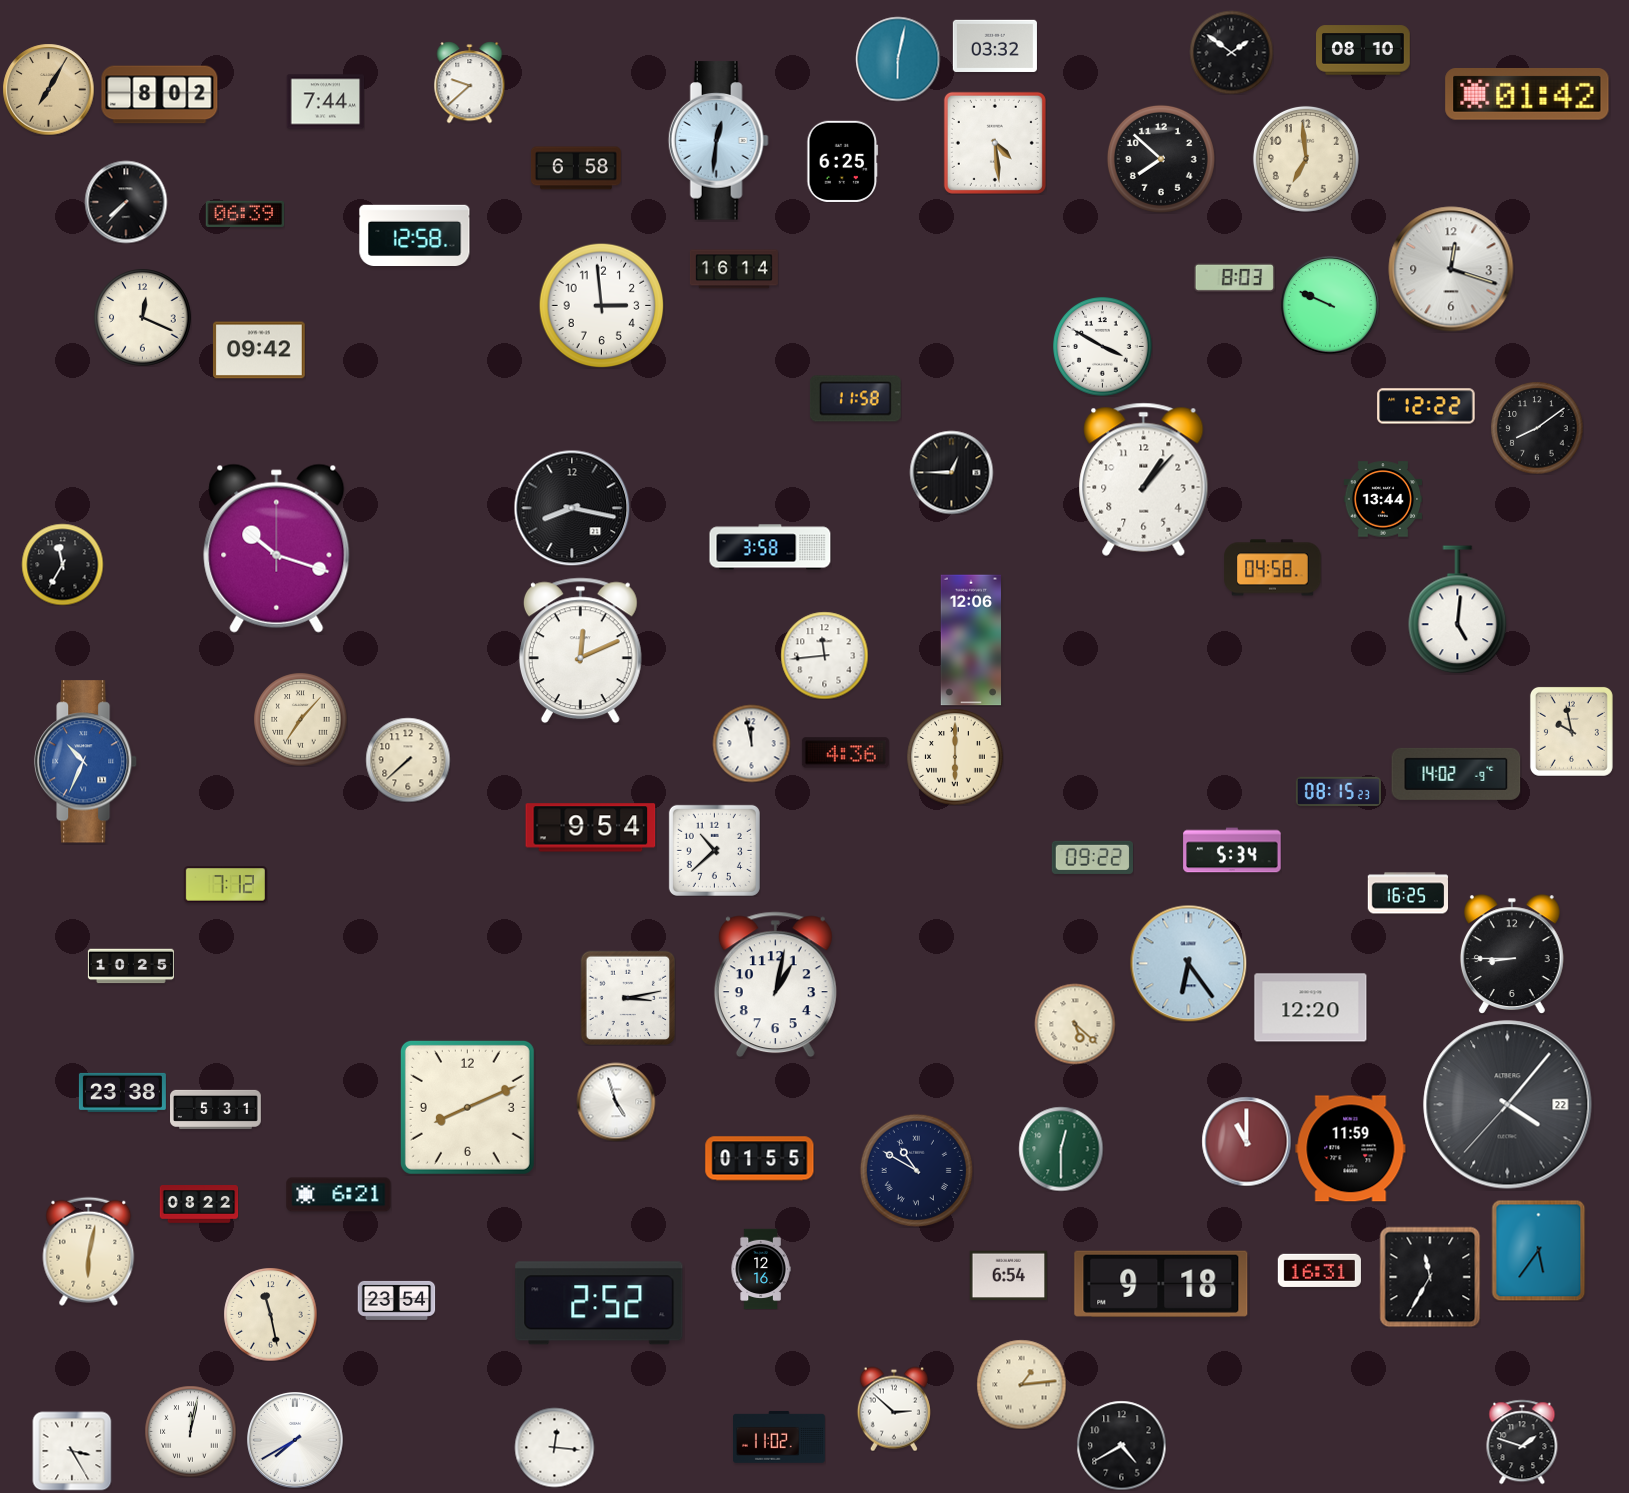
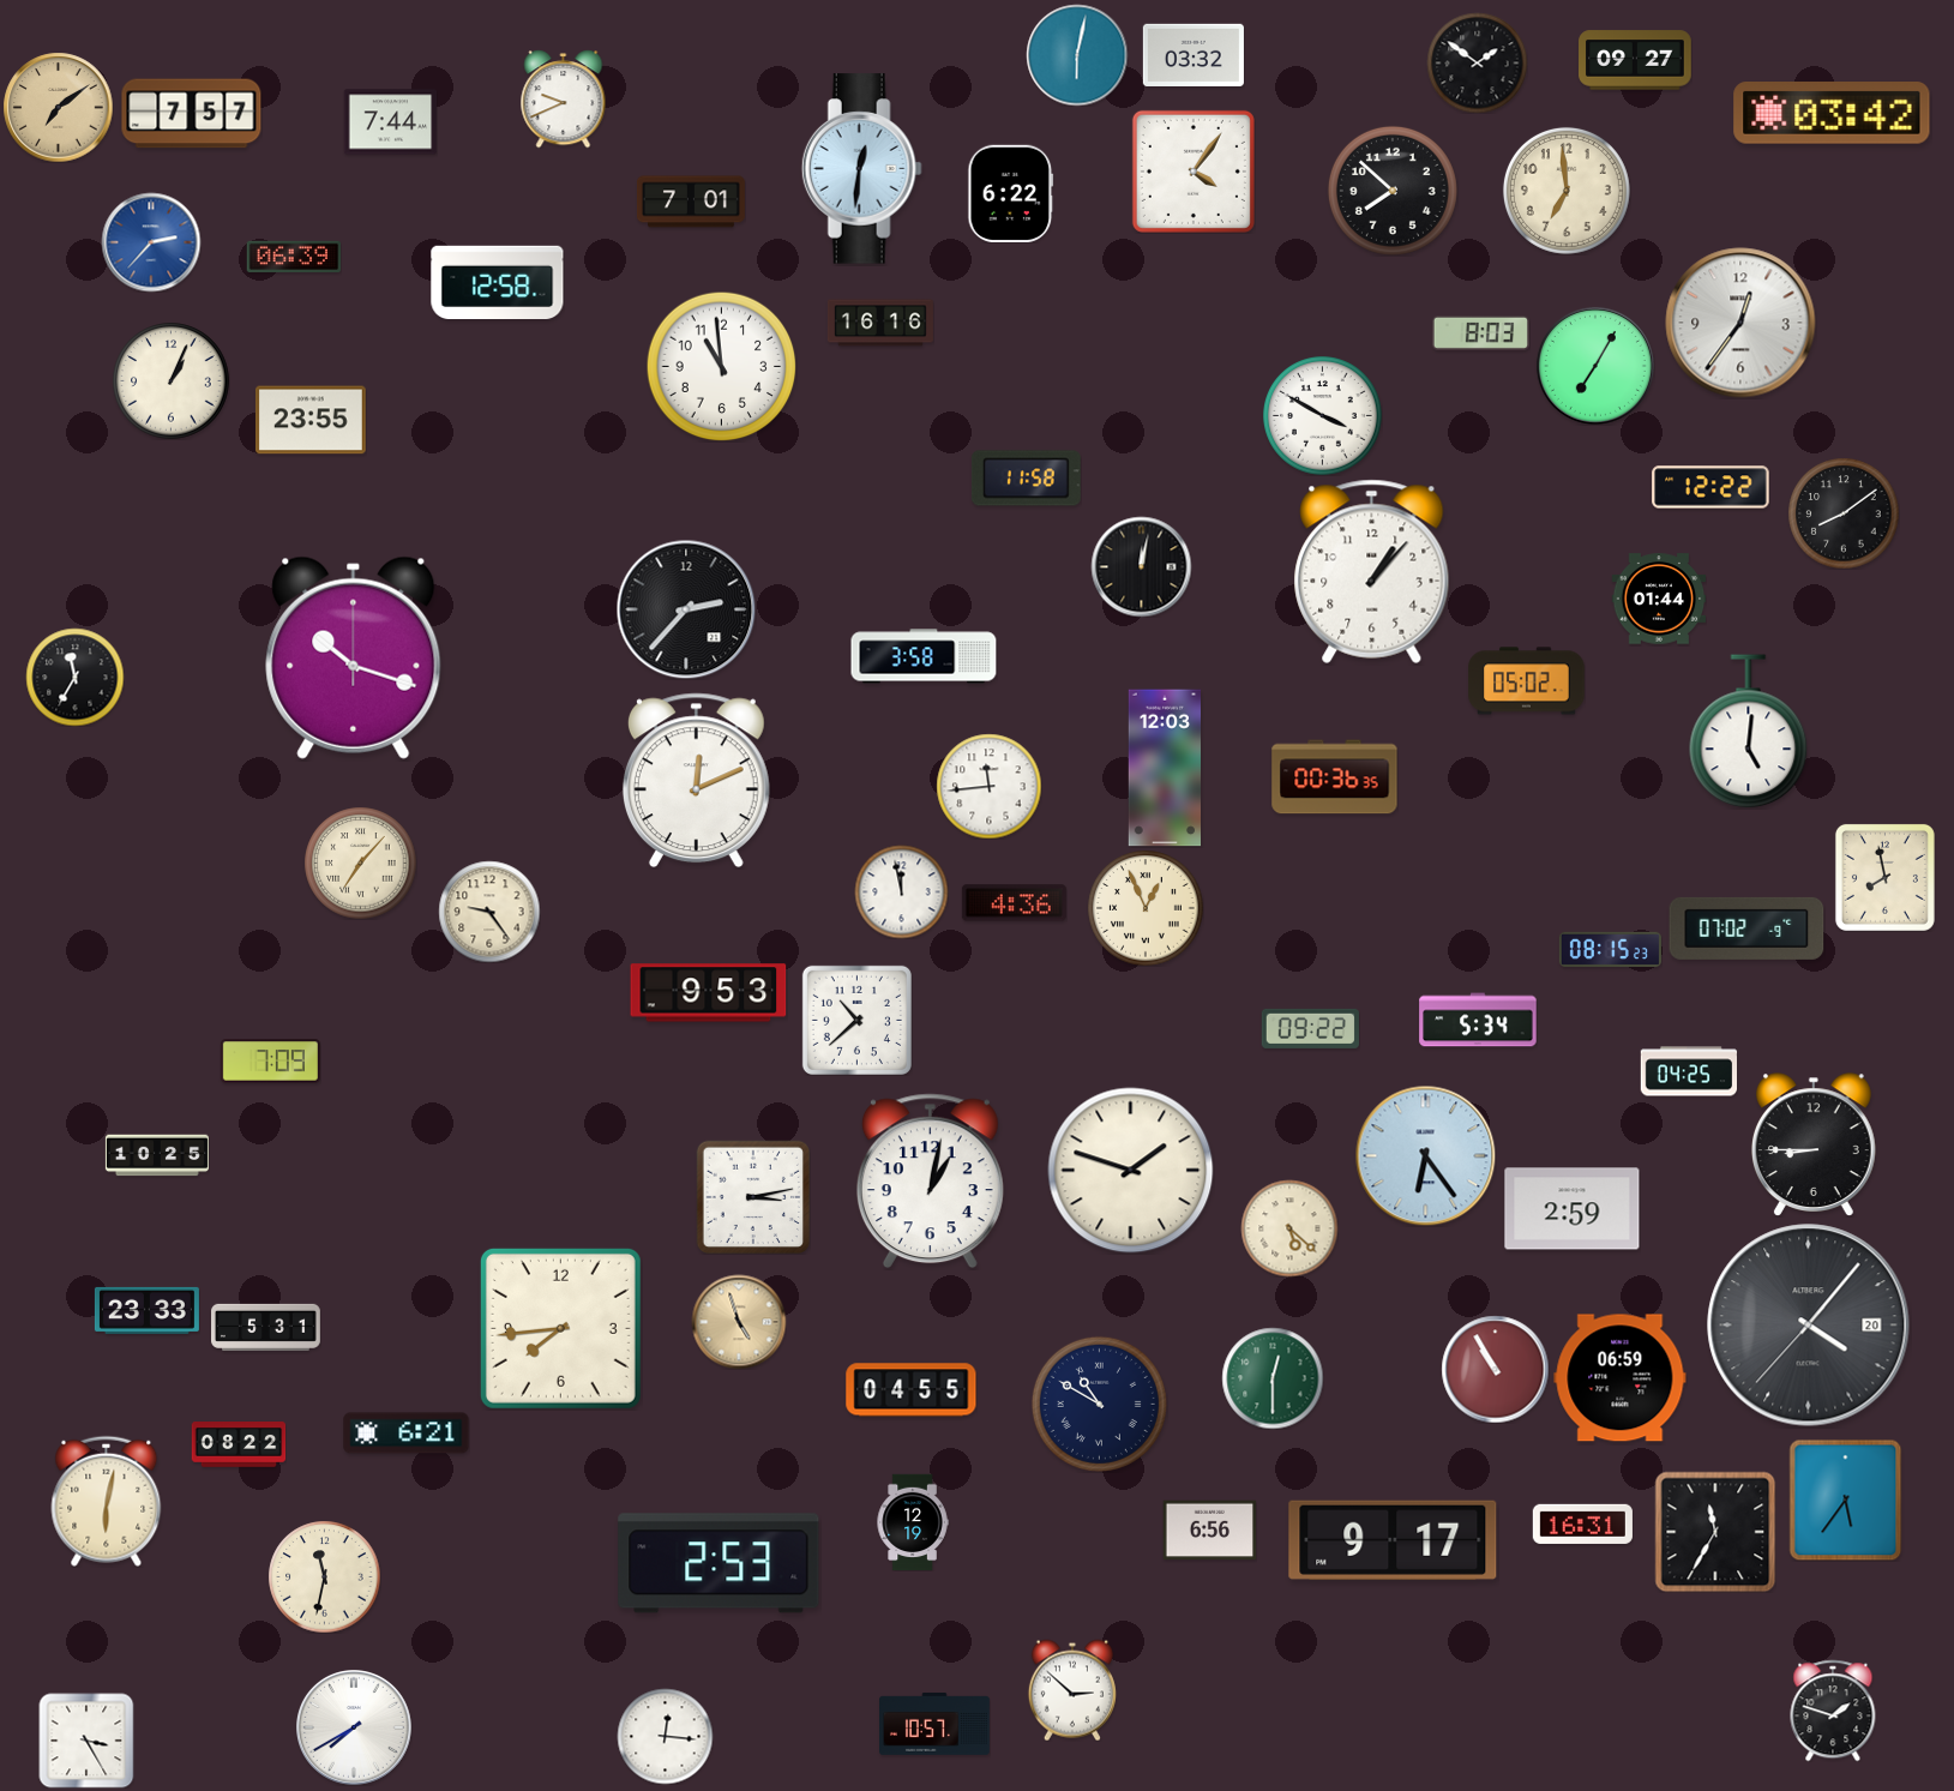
clock at (1363, 50): 08:10 -> 09:27
clock at (898, 59) position: (898, 59) -> (1077, 55)
clock at (470, 82): 9:38 -> 9:41
clock at (48, 89): 7:05 -> 7:09
clock at (160, 95): 8:02 -> 7:57
clock at (1527, 95): 01:42 -> 03:42
clock at (995, 143): 4:29 -> 4:06
clock at (843, 161): 6:25 -> 6:22
clock at (576, 168): 6:58 -> 7:01
clock at (126, 202): 7:37 -> 2:37
clock at (126, 202) dial: black -> blue
clock at (734, 269): 16:14 -> 16:16
clock at (1451, 269): 12:18 -> 12:36
clock at (601, 305): 2:59 -> 10:59
clock at (1330, 305): 9:49 -> 7:05
clock at (143, 318): 12:19 -> 1:04
clock at (259, 350): 09:42 -> 23:55
clock at (951, 472): 12:45 -> 12:02
clock at (1144, 479) position: (1144, 479) -> (1372, 571)
clock at (1383, 499): 13:44 -> 01:44
clock at (572, 508): 8:17 -> 2:37
clock at (277, 548) position: (277, 548) -> (354, 657)
clock at (1273, 568): 04:58 -> 05:02
clock at (971, 640): 12:06 -> 12:03
clock at (1335, 777): none -> 00:36
clock at (1571, 731): 9:58 -> 7:58
clock at (955, 757): 6:00 -> 12:56
clock at (408, 760): 7:38 -> 9:24
clock at (87, 762): 10:34 -> none
clock at (1456, 774): 14:02 -> 07:02
clock at (1338, 791) position: (1338, 791) -> (1610, 949)
clock at (591, 828): 9:54 -> 9:53
clock at (225, 885): 7:12 -> 7:09
clock at (1408, 893): 16:25 -> 04:25
clock at (131, 966) position: (131, 966) -> (157, 1155)
clock at (1131, 1171): none -> 1:48
clock at (1311, 1008): 12:20 -> 2:59
clock at (122, 1092): 23:38 -> 23:33
clock at (616, 1102) dial: white -> champagne
clock at (1508, 1105) date: 22 -> 20
clock at (467, 1107): 8:11 -> 7:44
clock at (216, 1109) position: (216, 1109) -> (266, 1327)
clock at (1246, 1141): 11:00 -> 10:55
clock at (1351, 1149): 11:59 -> 06:59
clock at (760, 1159): 01:55 -> 04:55
clock at (761, 1269): 12:16 -> 12:19
clock at (1008, 1276): 6:54 -> 6:56
clock at (1161, 1284): 9:18 -> 9:17
clock at (396, 1300): 23:54 -> none
clock at (599, 1303): 2:52 -> 2:53
clock at (270, 1314): 11:28 -> 11:32
clock at (1021, 1384): 1:14 -> none
clock at (190, 1431): 12:02 -> none
clock at (780, 1437): 11:02 -> 10:57
clock at (1522, 1442) position: (1522, 1442) -> (1833, 1711)
clock at (1121, 1445): 4:40 -> none
